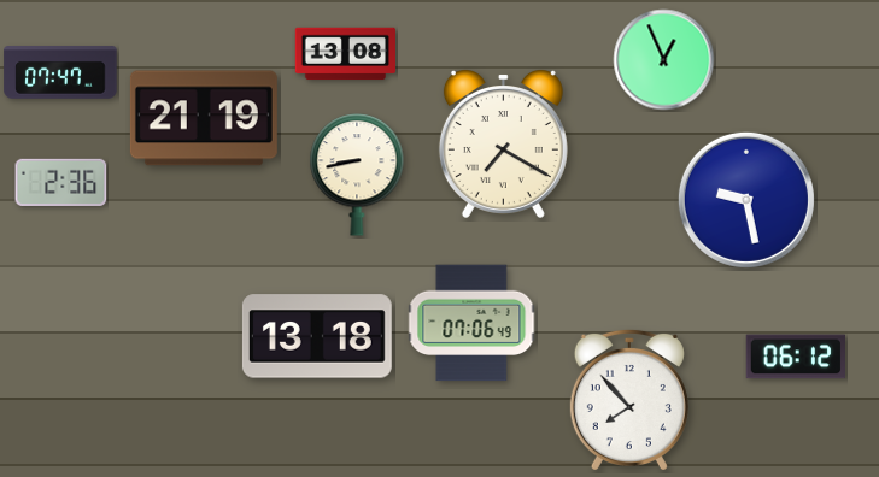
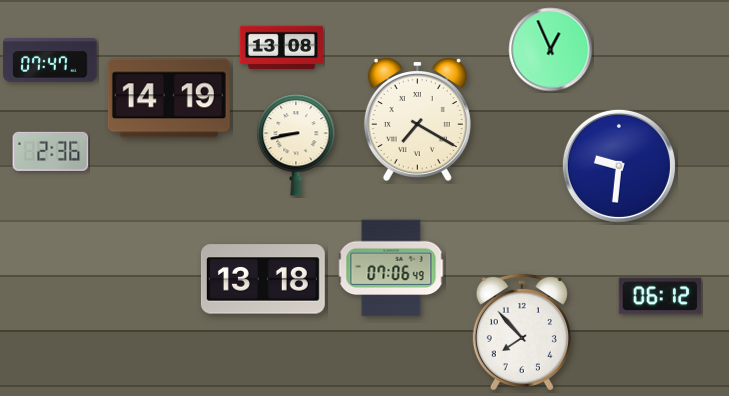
clock at (345, 54) position: (345, 54) -> (281, 48)
clock at (204, 118): 21:19 -> 14:19
clock at (746, 200): 9:28 -> 9:31
